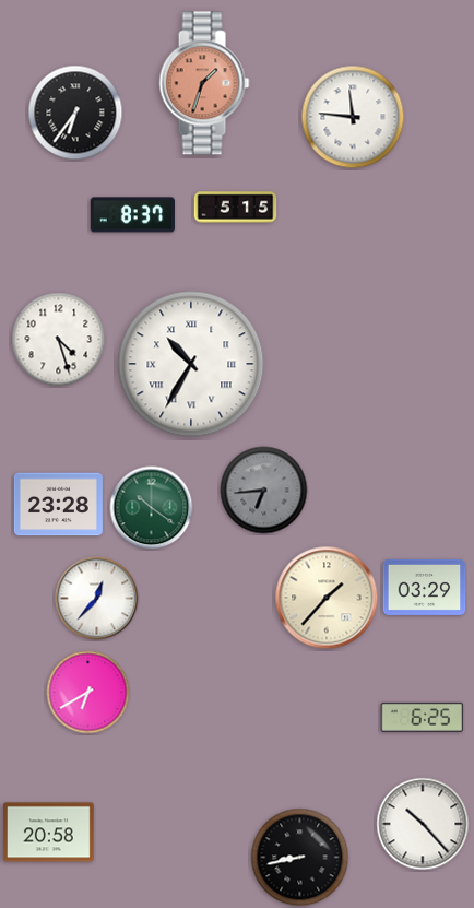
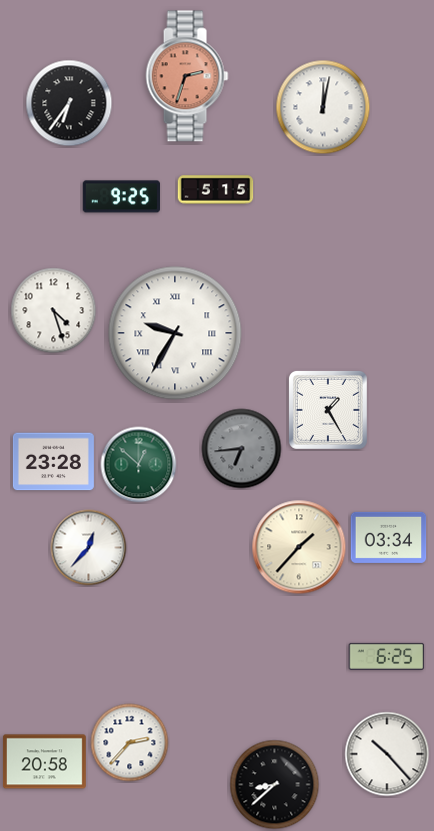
clock at (204, 83): 1:33 -> 2:33
clock at (353, 117): 11:46 -> 12:02
clock at (132, 215): 8:37 -> 9:25
clock at (191, 364): 10:35 -> 9:35
clock at (328, 410): none -> 1:25
clock at (152, 508): 10:21 -> 12:52
clock at (425, 587): 03:29 -> 03:34
clock at (88, 693): 6:40 -> none
clock at (130, 743): none -> 2:37
clock at (300, 858): 8:43 -> 8:38
